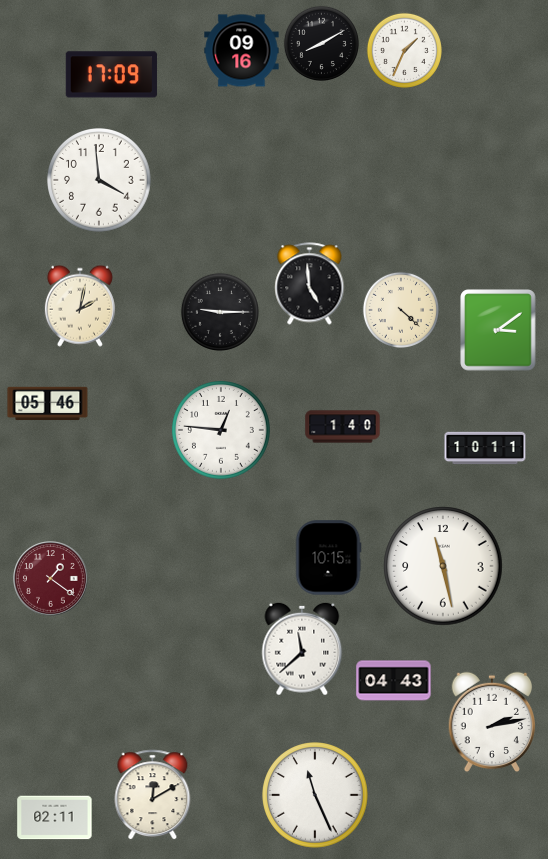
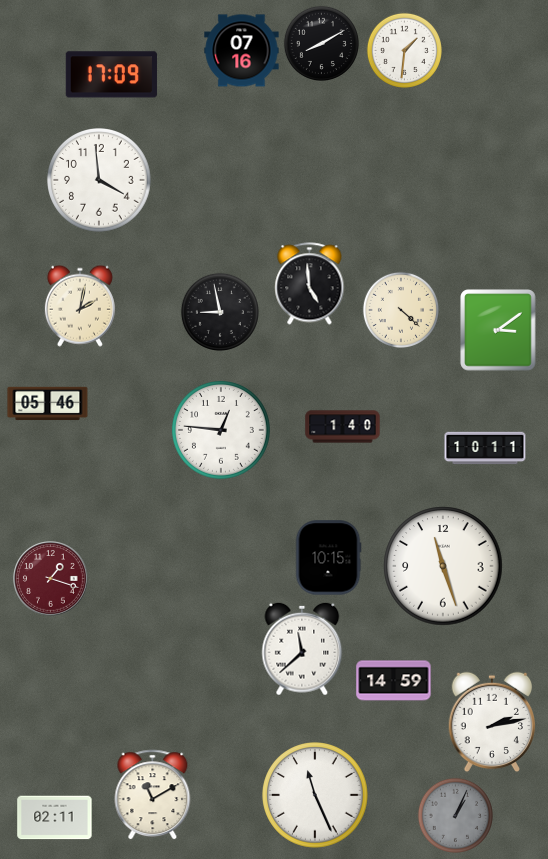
clock at (404, 50): 1:34 -> 1:31
clock at (242, 51): 09:16 -> 07:16
clock at (220, 312): 9:15 -> 8:58
clock at (443, 566): 11:28 -> 11:27
clock at (51, 579): 1:21 -> 1:18
clock at (394, 681): 04:43 -> 14:59
clock at (153, 795): 12:10 -> 11:10
clock at (455, 815): none -> 1:04
